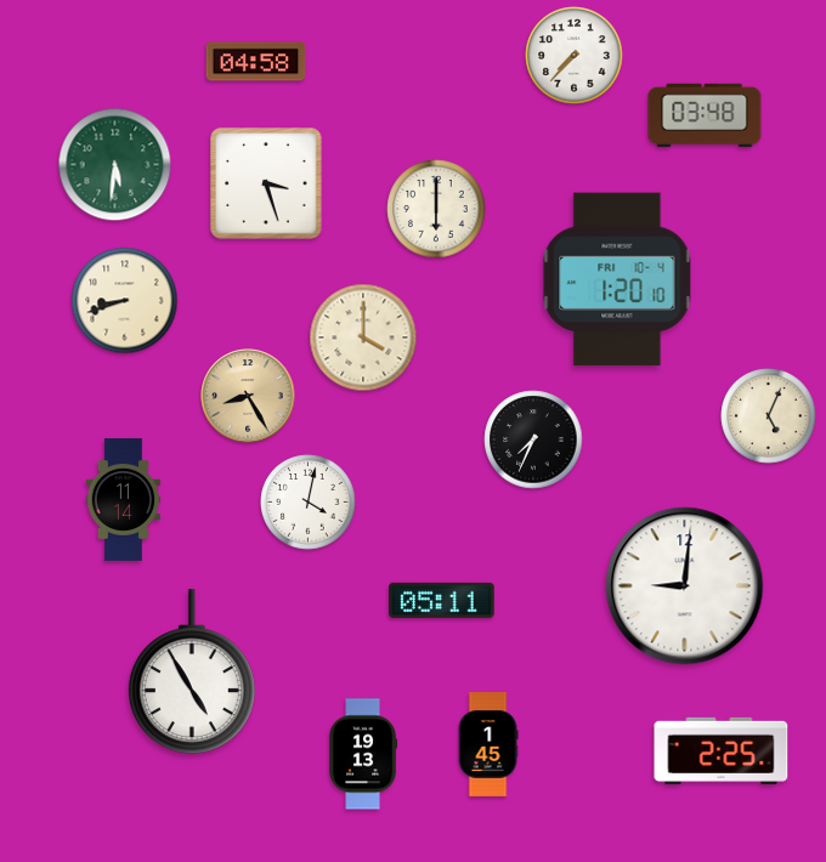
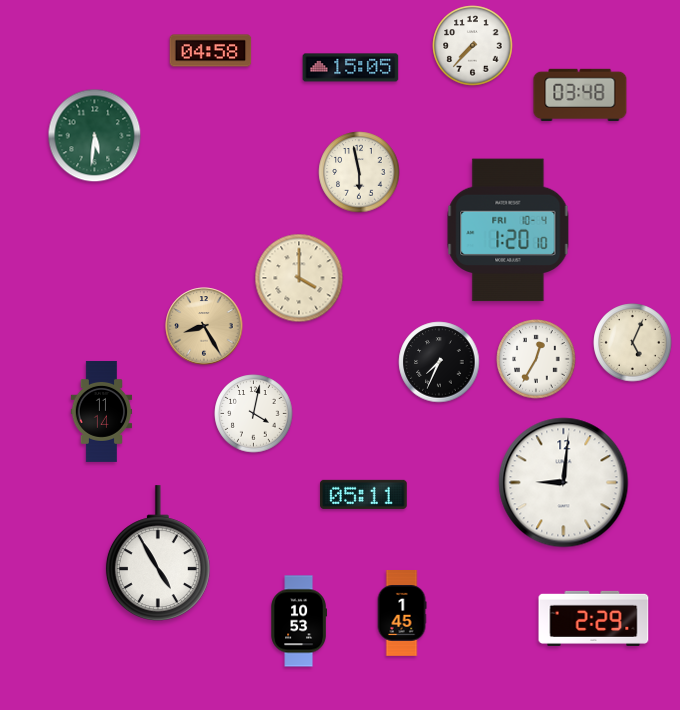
clock at (351, 68): none -> 15:05
clock at (266, 183): 3:27 -> none
clock at (436, 209): 6:00 -> 5:58
clock at (125, 301): 8:42 -> none
clock at (536, 359): none -> 12:35
clock at (722, 750): 2:25 -> 2:29
clock at (362, 754): 19:13 -> 10:53
